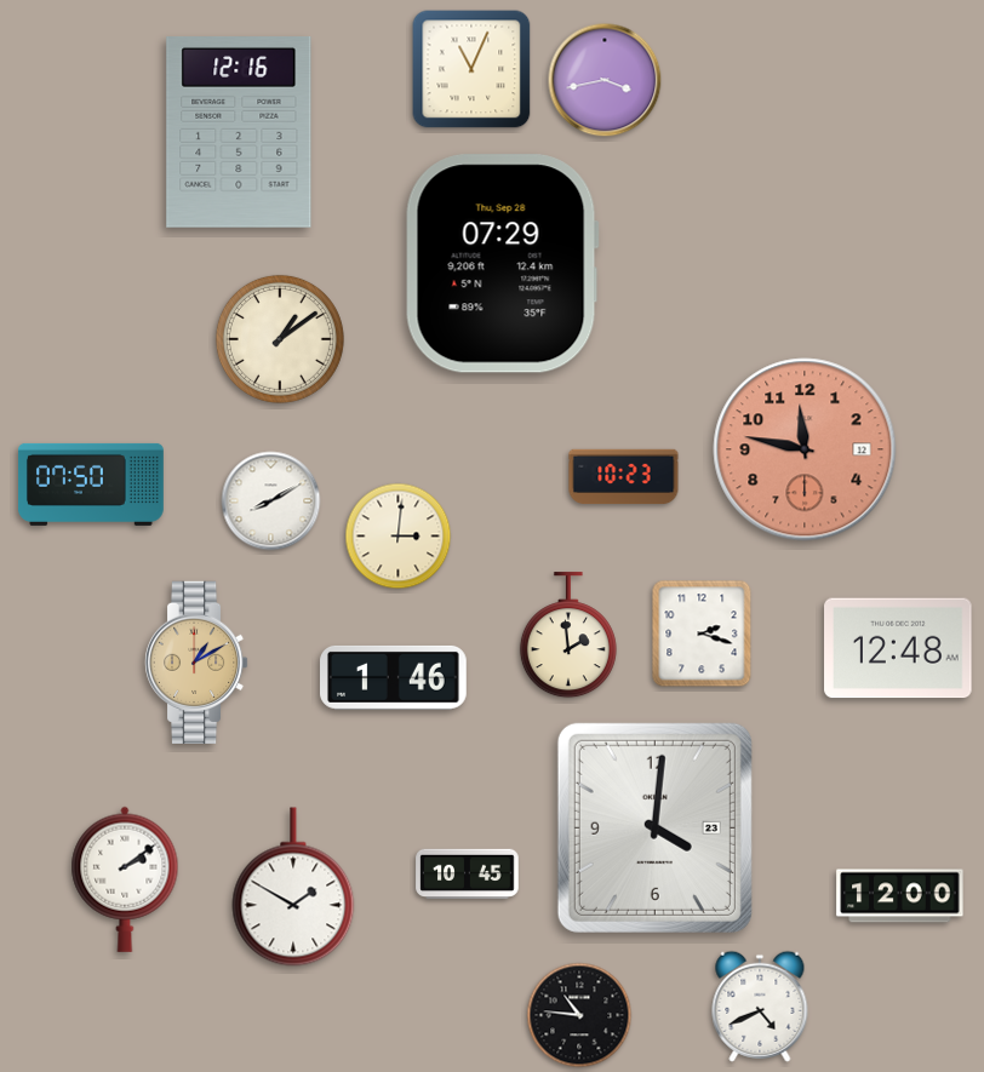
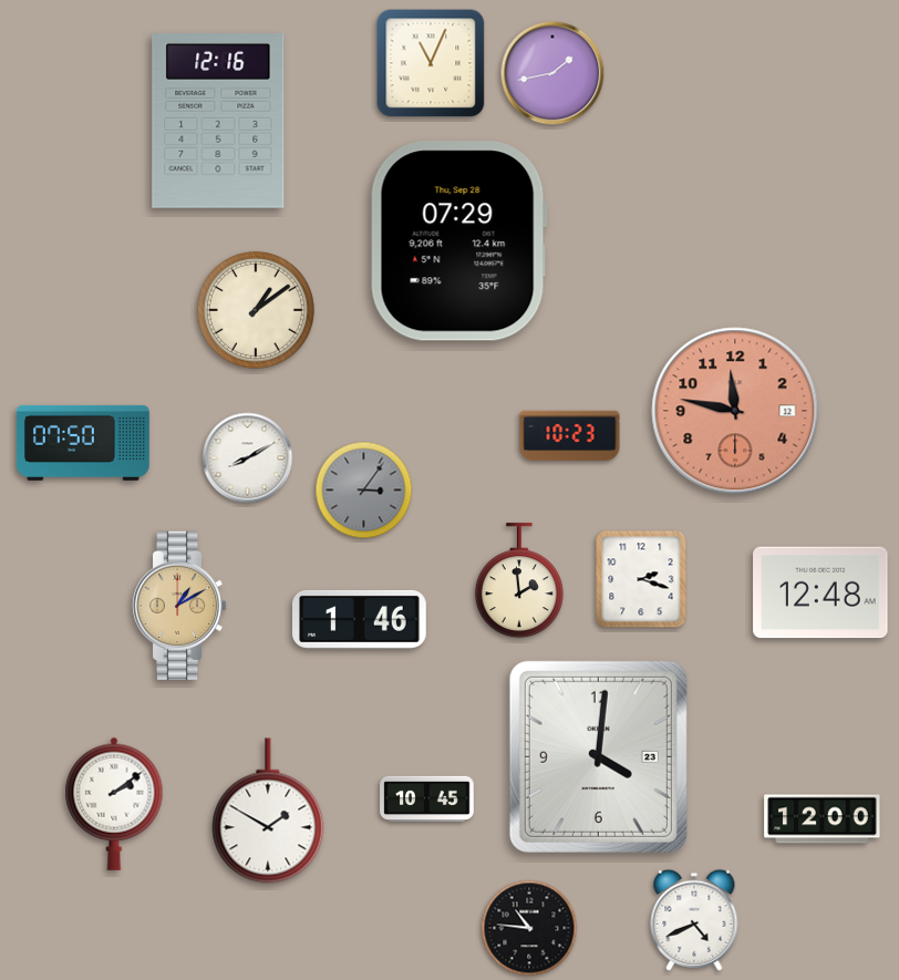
clock at (605, 80): 3:43 -> 1:43
clock at (399, 537): 3:01 -> 3:06
clock at (399, 537) dial: cream -> grey
